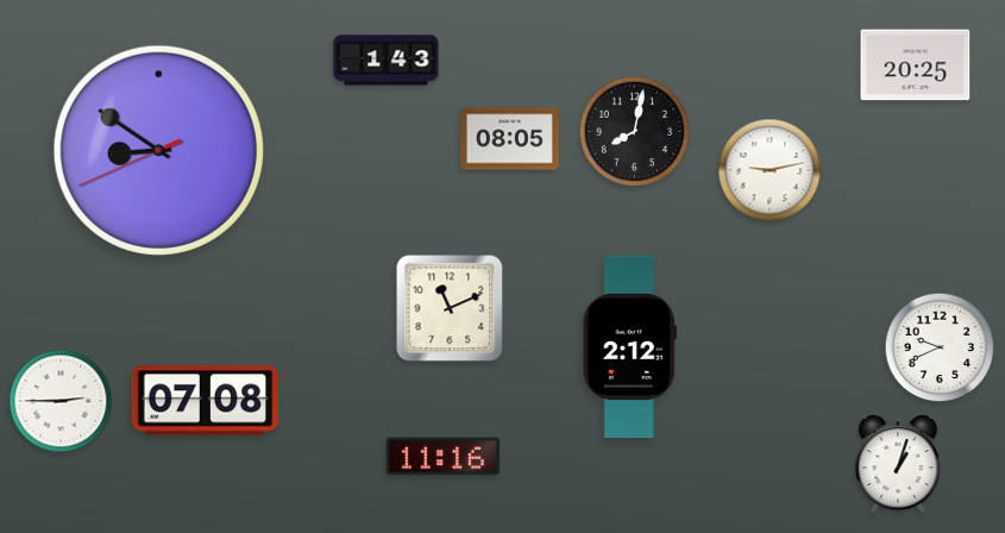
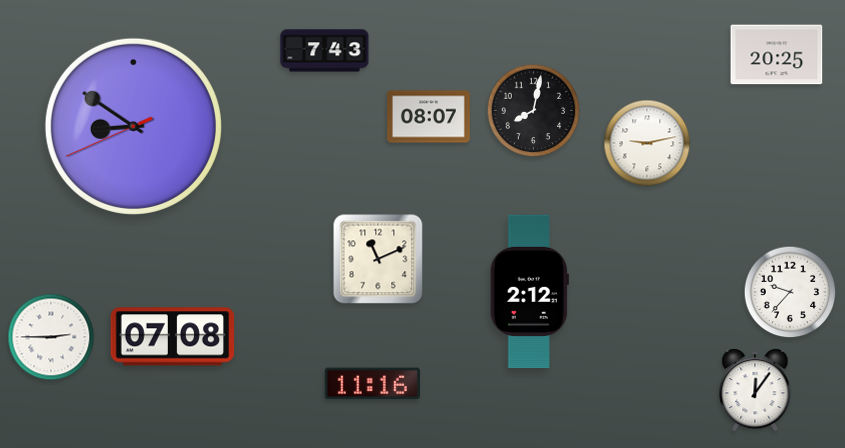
clock at (387, 61): 1:43 -> 7:43
clock at (916, 65) position: (916, 65) -> (777, 55)
clock at (510, 139): 08:05 -> 08:07
clock at (940, 347): 9:41 -> 9:37
clock at (898, 464): 1:03 -> 12:06
